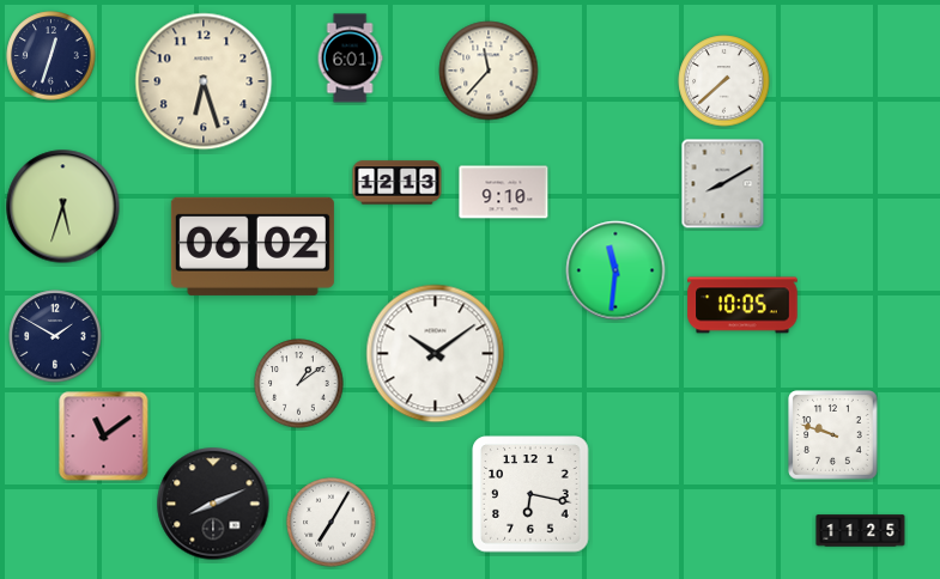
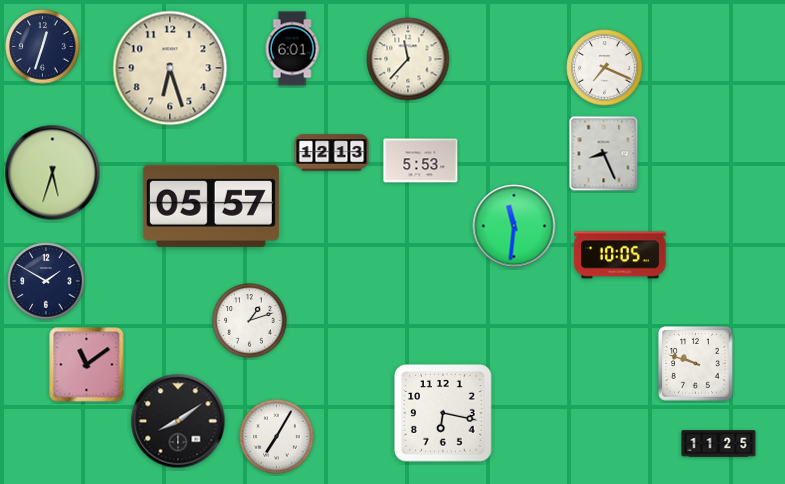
clock at (724, 81): 7:38 -> 7:19
clock at (723, 184): 8:10 -> 8:26
clock at (504, 193): 9:10 -> 5:53
clock at (253, 246): 06:02 -> 05:57
clock at (436, 354): 10:09 -> none
clock at (299, 384): 1:09 -> 1:12
clock at (213, 504): 8:11 -> 8:09
